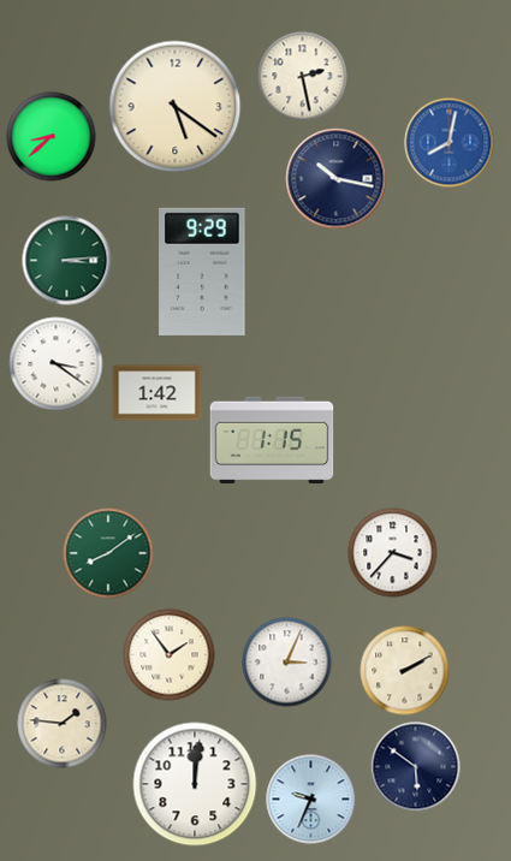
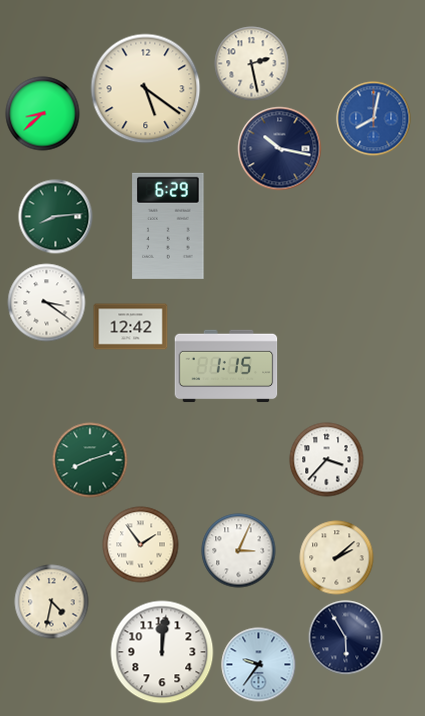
clock at (67, 261): 3:14 -> 8:14
clock at (202, 272): 9:29 -> 6:29
clock at (158, 393): 1:42 -> 12:42
clock at (108, 553): 8:09 -> 8:12
clock at (405, 671): 2:10 -> 2:08
clock at (63, 724): 1:46 -> 4:32
clock at (416, 767): 5:51 -> 5:55
clock at (311, 800): 9:34 -> 9:36
